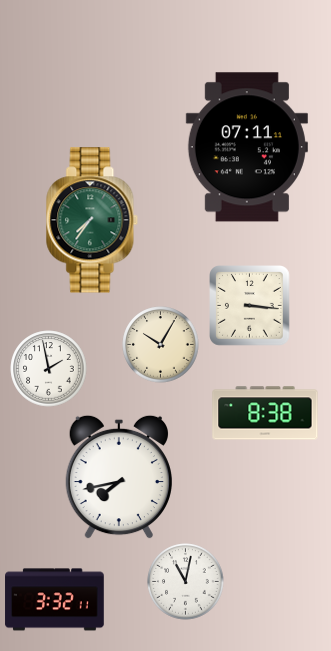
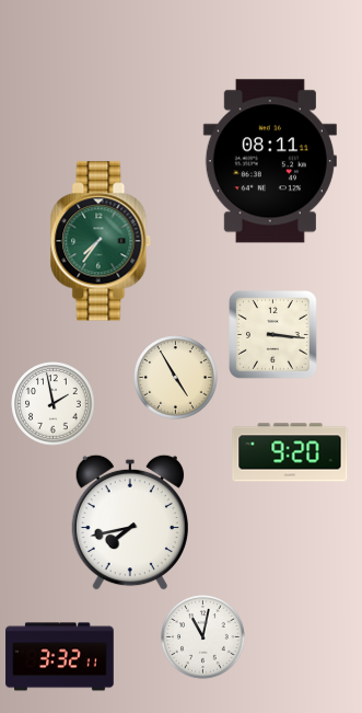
clock at (247, 147): 07:11 -> 08:11
clock at (161, 345): 10:05 -> 4:55
clock at (265, 413): 8:38 -> 9:20
